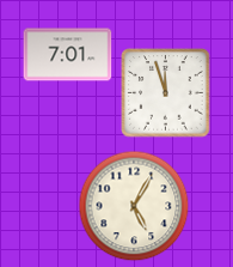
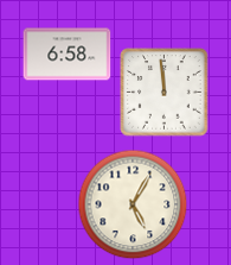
clock at (68, 55): 7:01 -> 6:58
clock at (166, 93): 11:57 -> 11:59
